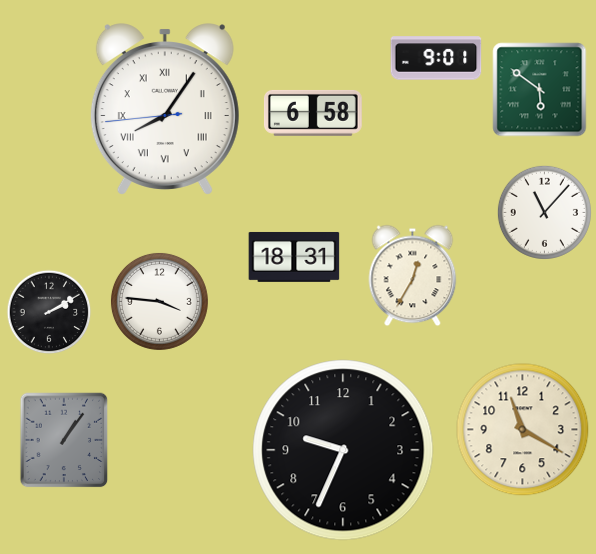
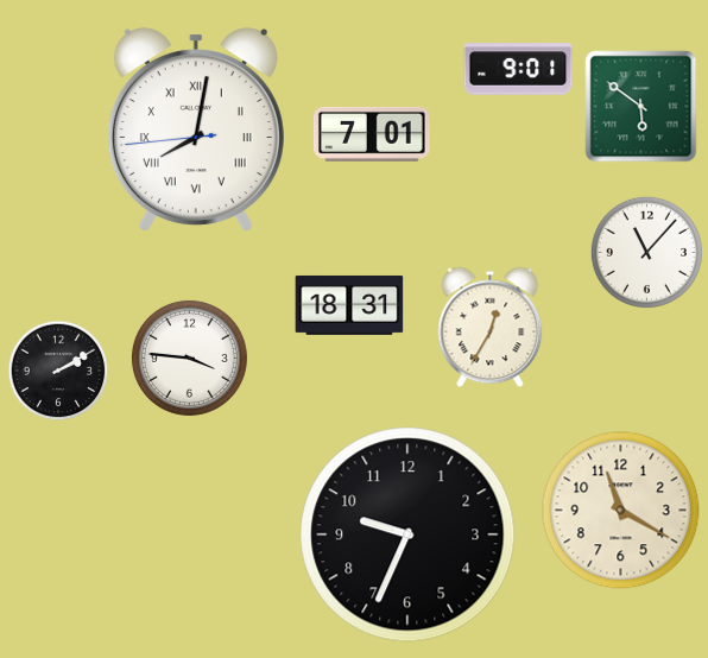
clock at (165, 109): 8:05 -> 8:01
clock at (313, 113): 6:58 -> 7:01
clock at (64, 440): 1:06 -> none
